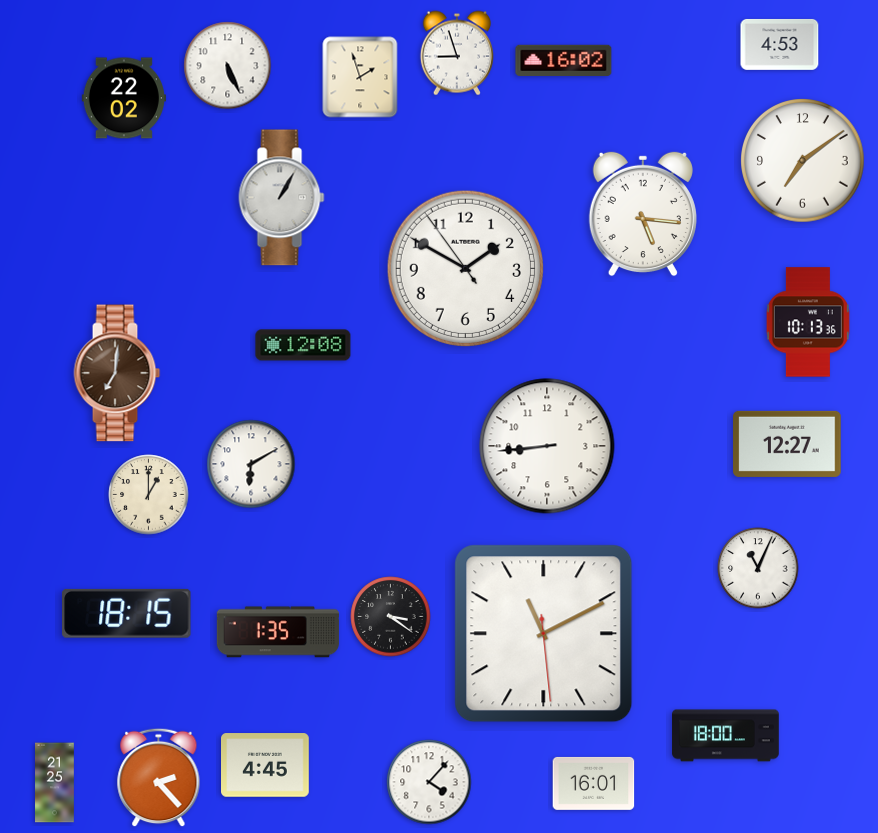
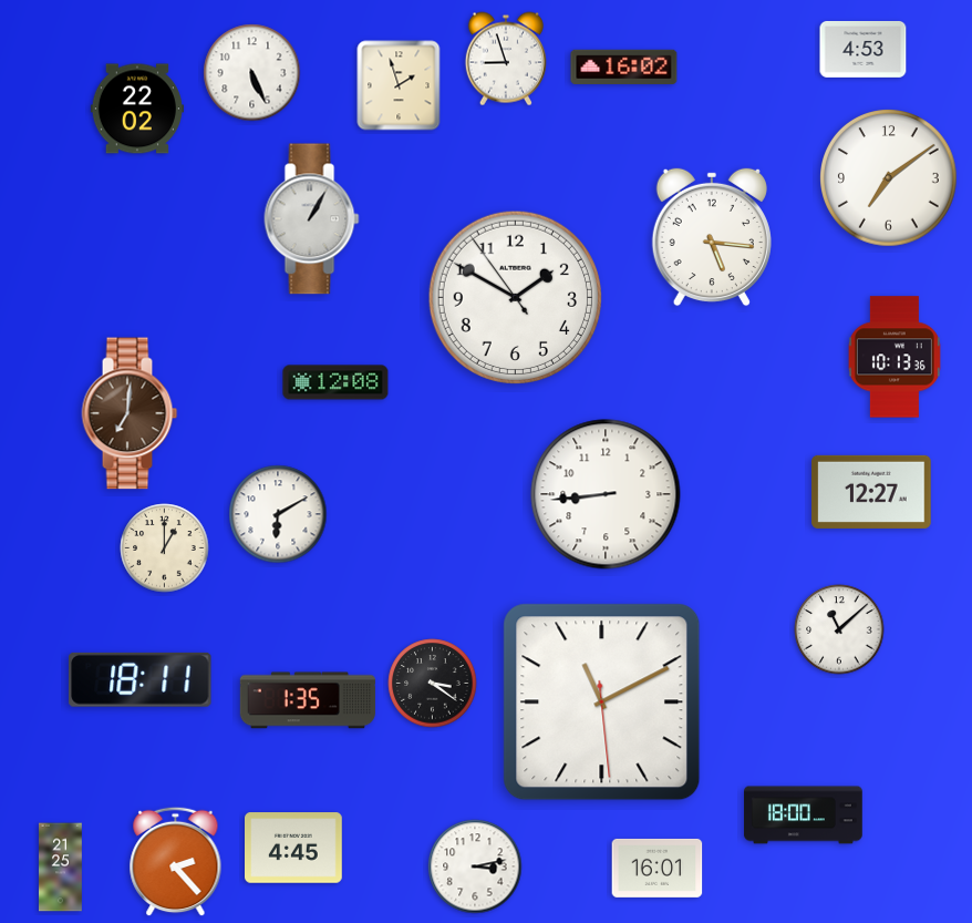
clock at (758, 568): 11:04 -> 11:08
clock at (127, 613): 18:15 -> 18:11
clock at (429, 782): 4:07 -> 3:13
